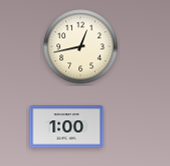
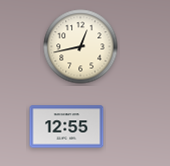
clock at (67, 127): 1:00 -> 12:55
